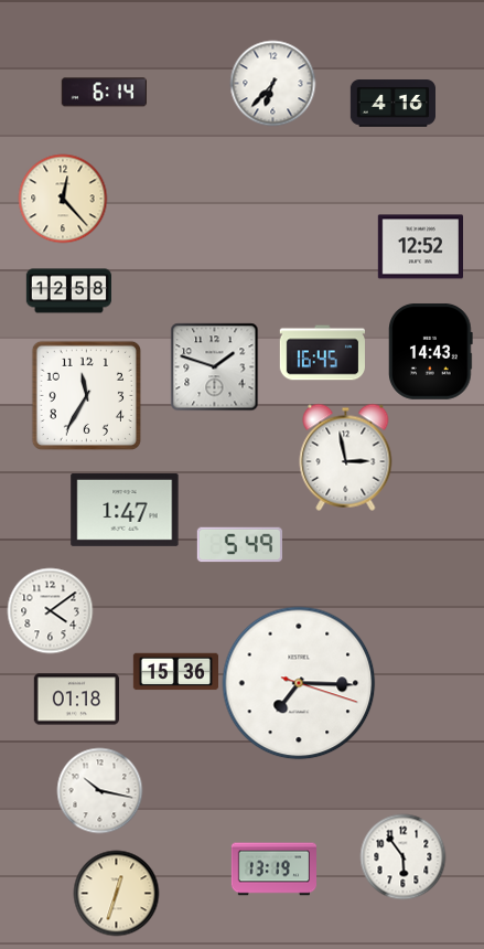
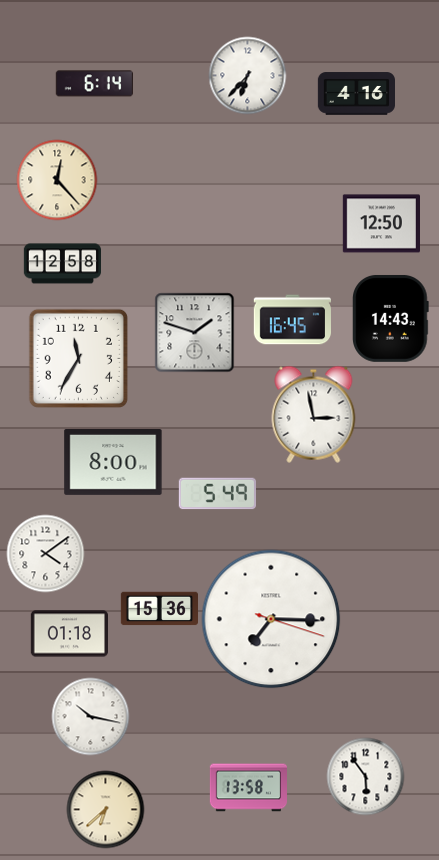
clock at (420, 247): 12:52 -> 12:50
clock at (125, 510): 1:47 -> 8:00
clock at (273, 870): 13:19 -> 13:58
clock at (116, 893): 12:33 -> 6:38
